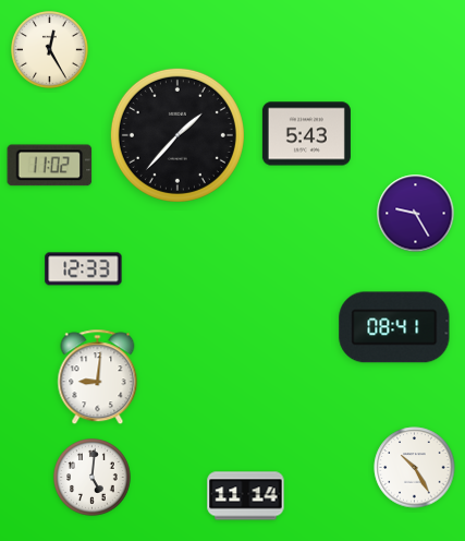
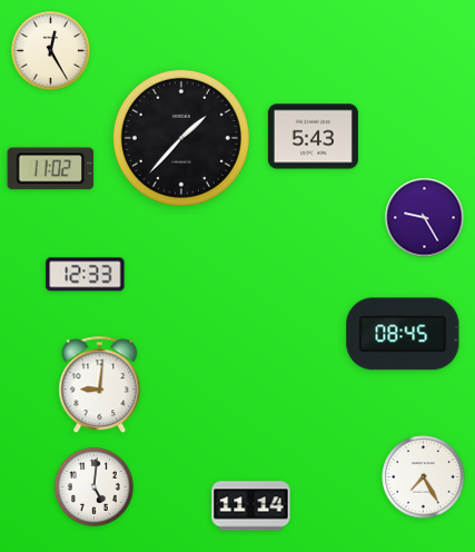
clock at (394, 327): 08:41 -> 08:45
clock at (415, 468): 10:25 -> 7:25
